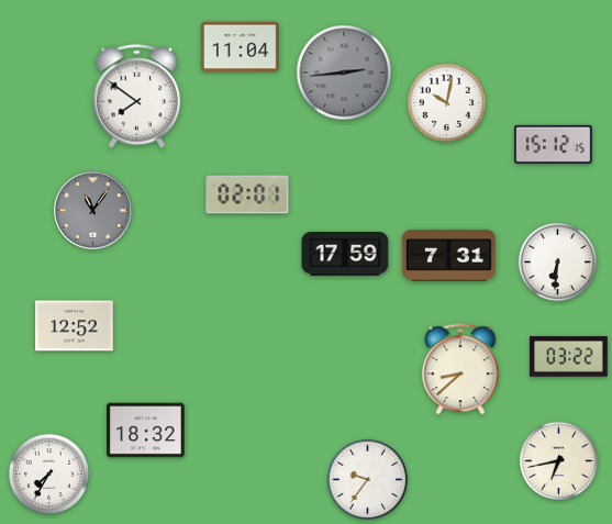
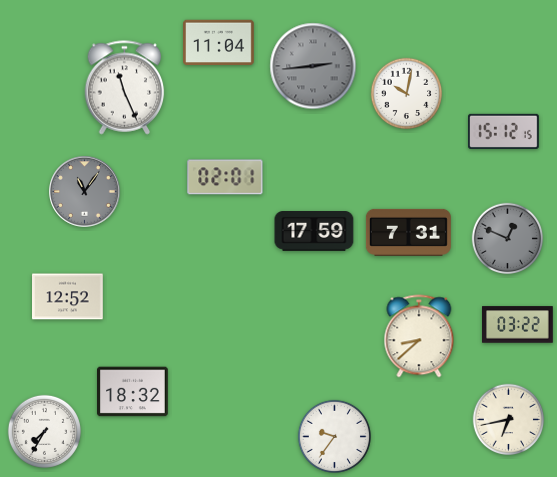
clock at (137, 97): 7:51 -> 11:26
clock at (558, 263): 6:31 -> 12:49
clock at (558, 263) dial: white -> grey
